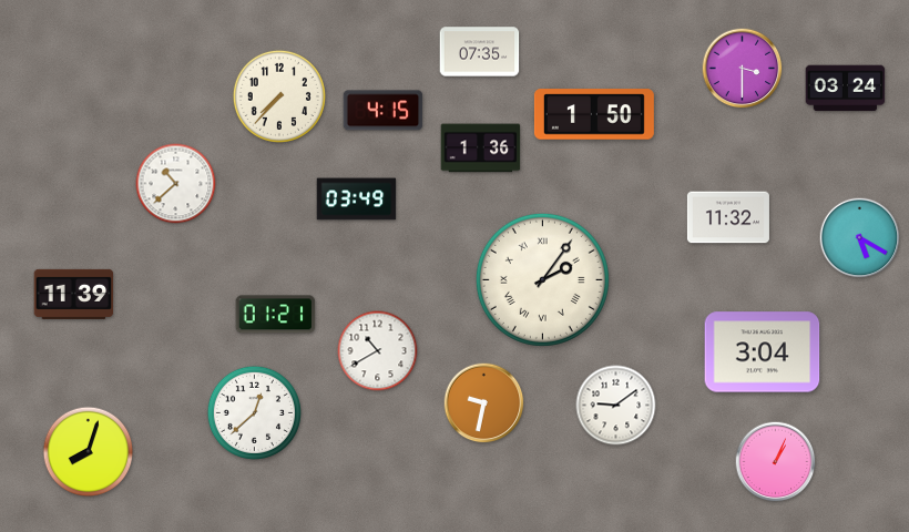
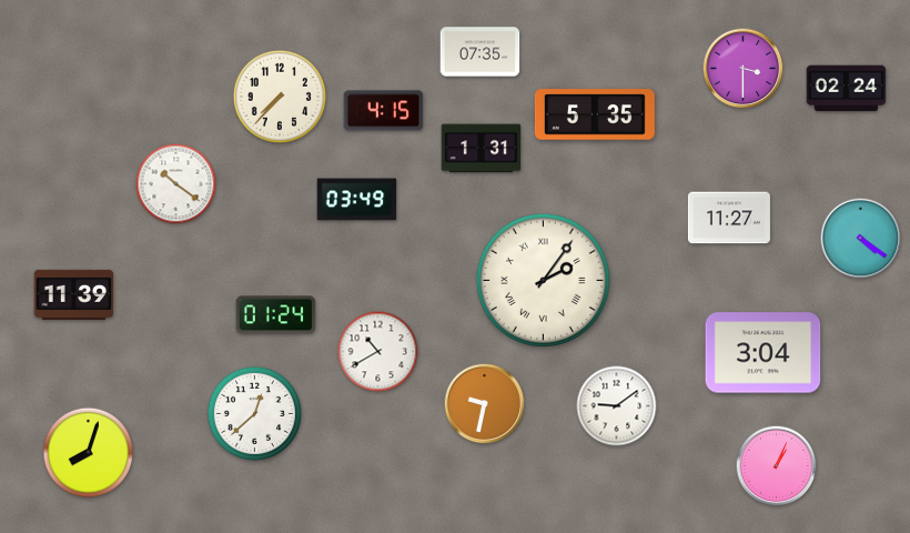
clock at (846, 89): 03:24 -> 02:24
clock at (594, 114): 1:50 -> 5:35
clock at (481, 149): 1:36 -> 1:31
clock at (176, 184): 10:38 -> 10:21
clock at (728, 217): 11:32 -> 11:27
clock at (860, 238): 5:20 -> 4:21
clock at (276, 315): 01:21 -> 01:24
clock at (776, 462) position: (776, 462) -> (777, 466)
